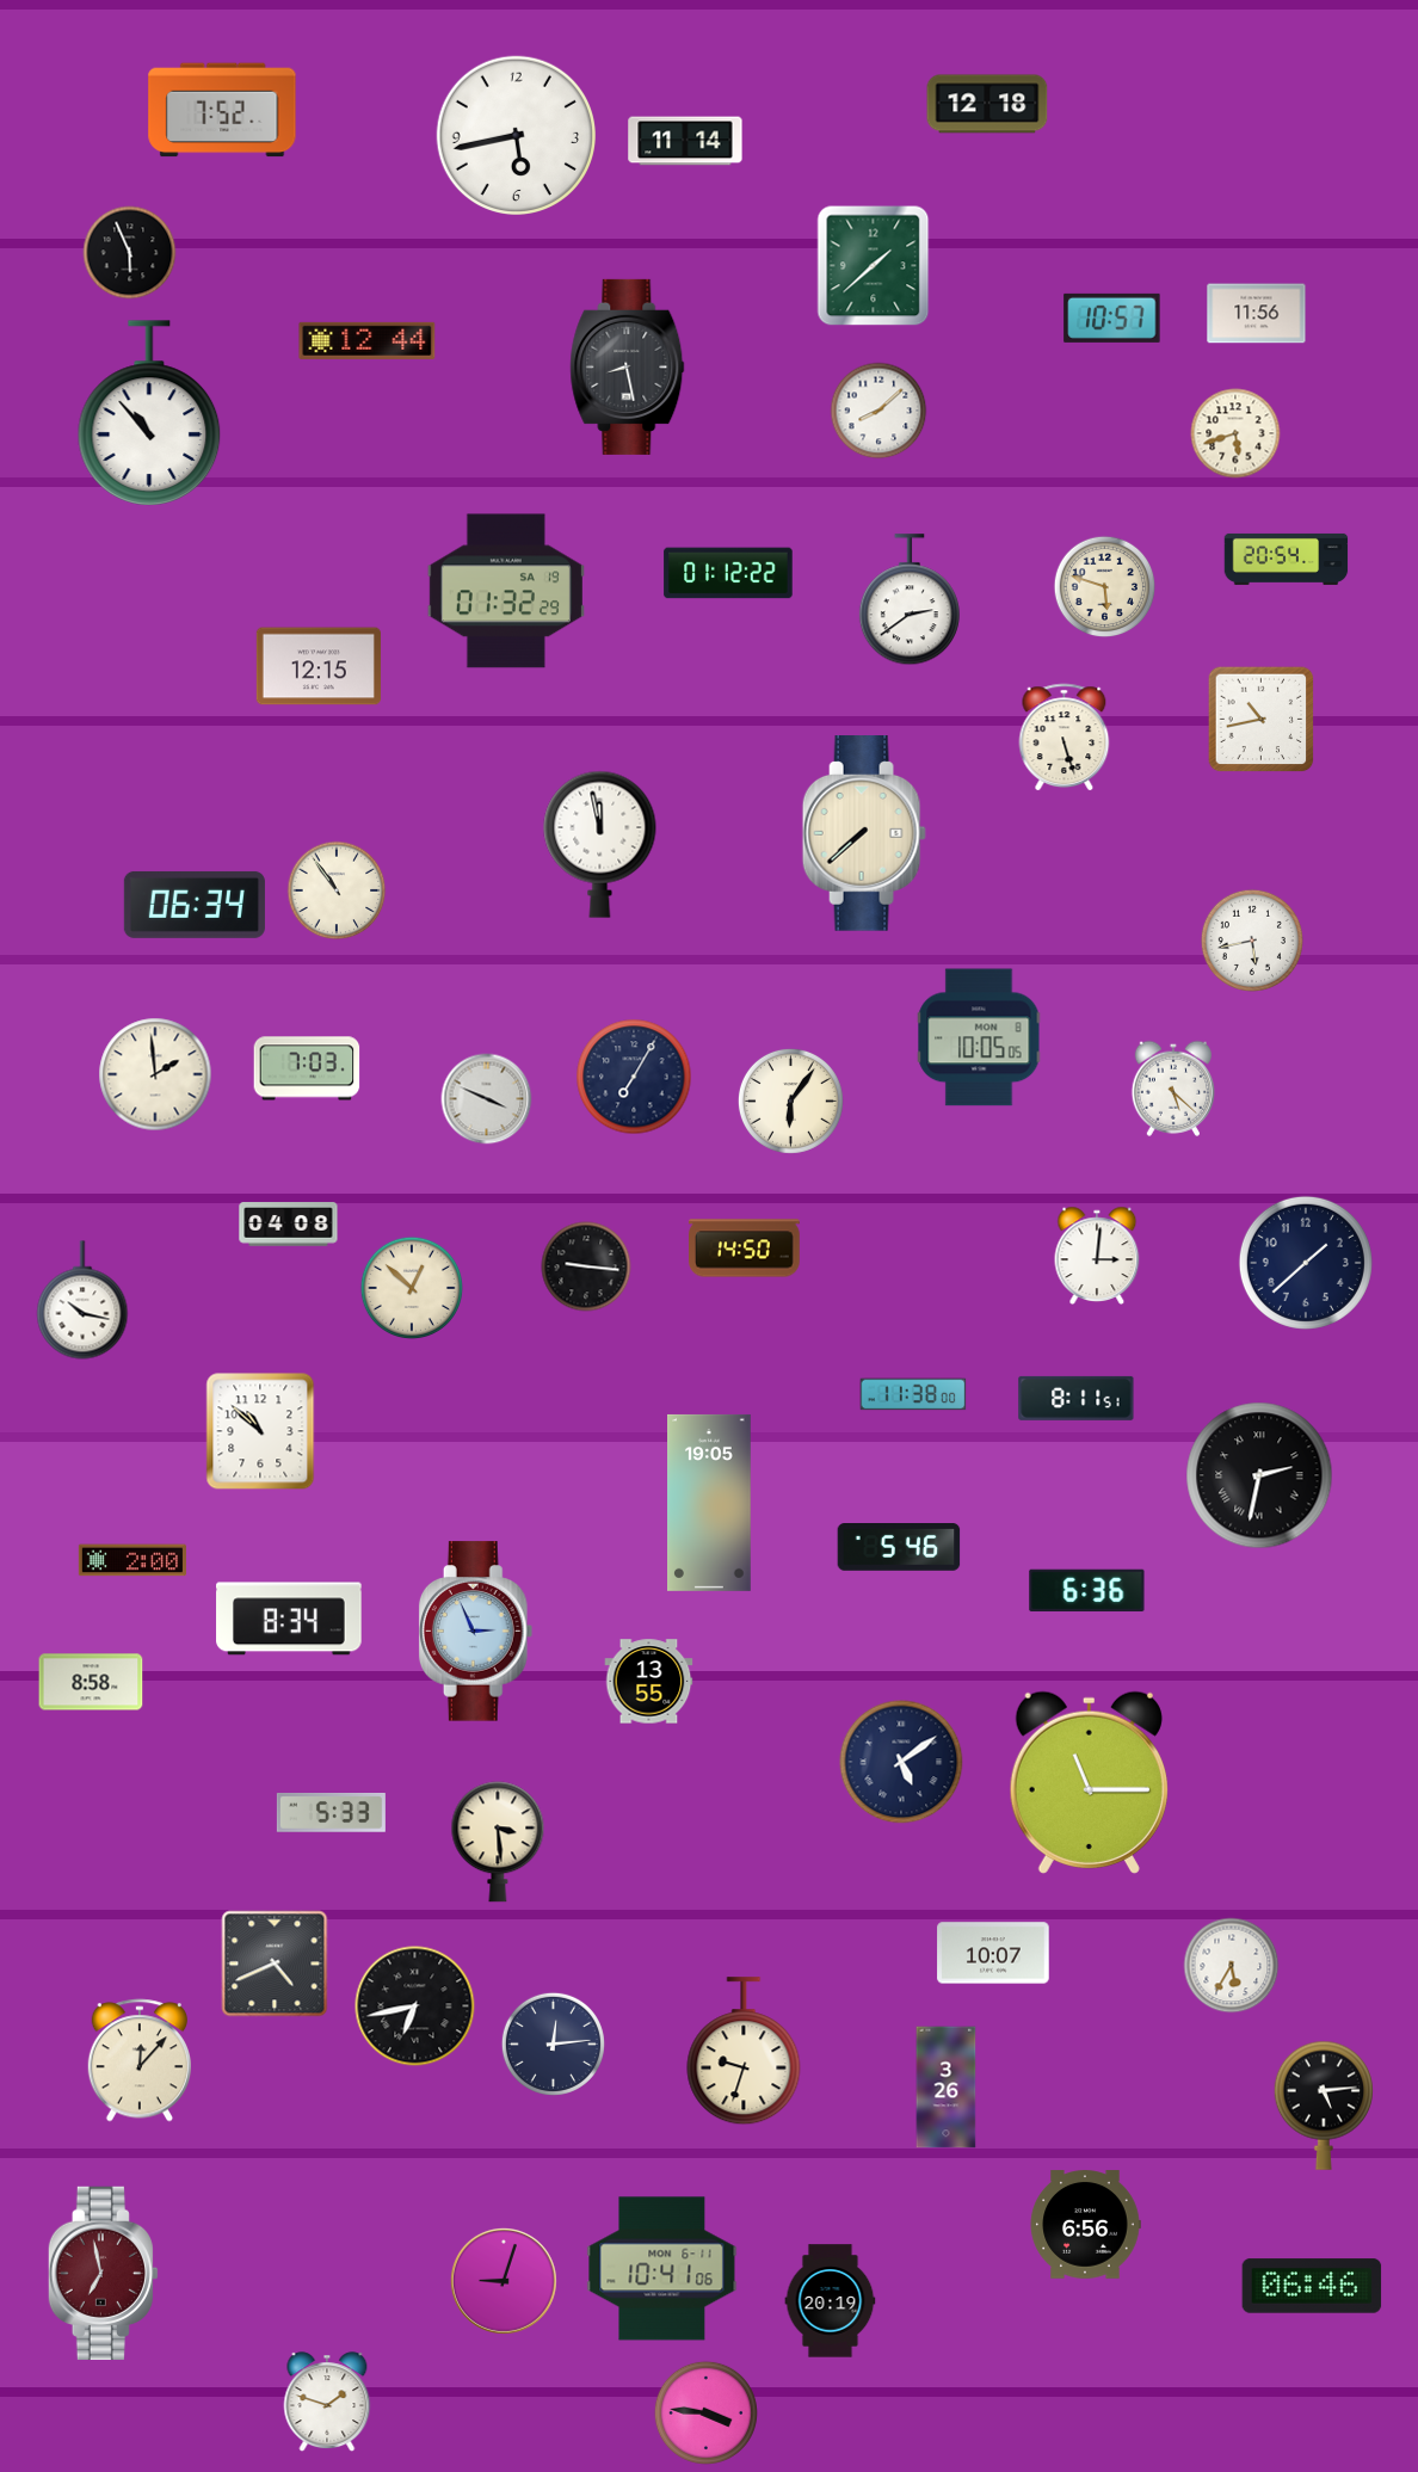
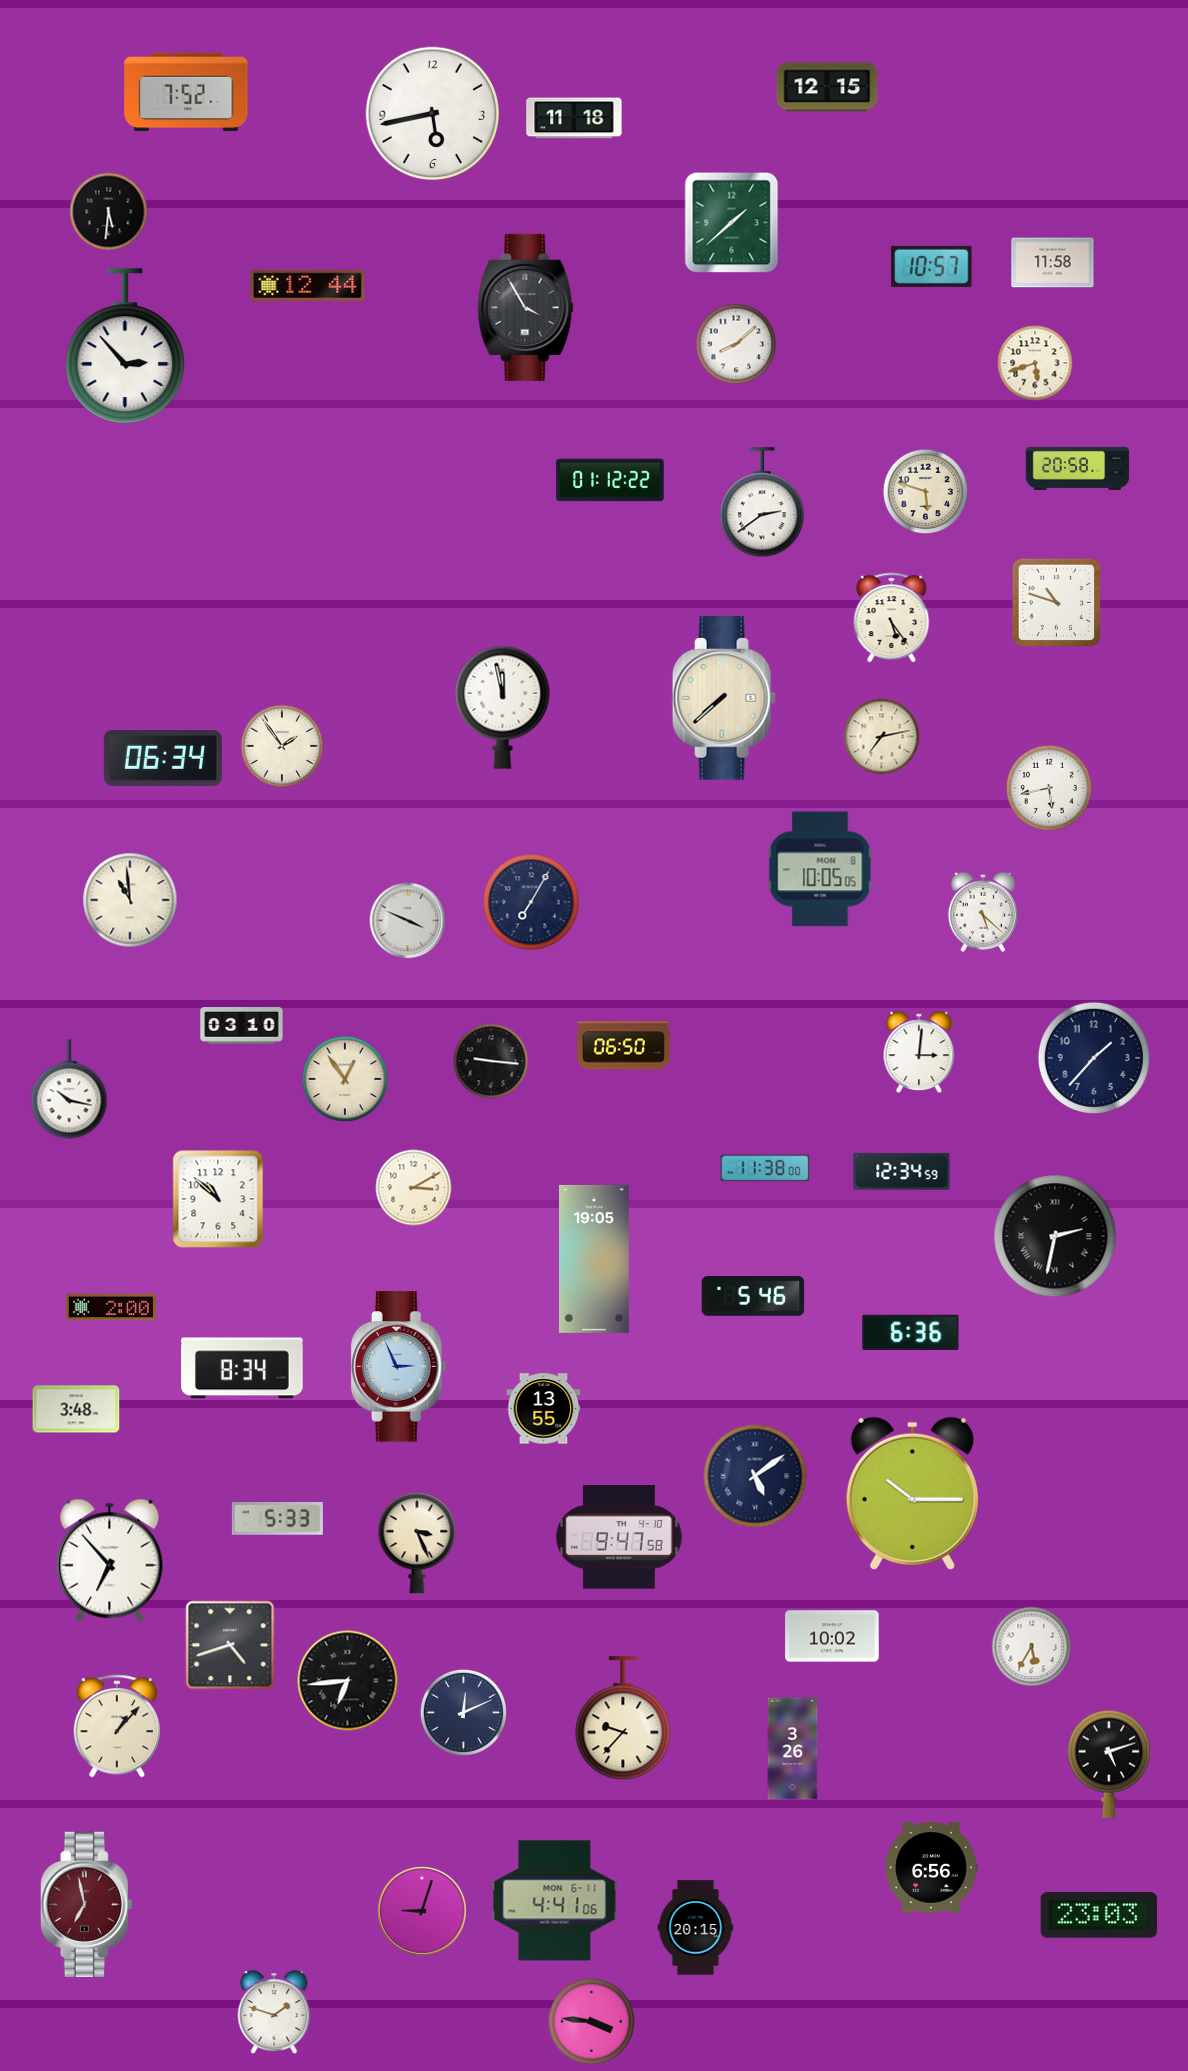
clock at (987, 104): 12:18 -> 12:15
clock at (685, 141): 11:14 -> 11:18
clock at (130, 253): 5:56 -> 5:31
clock at (1257, 314): 11:56 -> 11:58
clock at (628, 366): 8:28 -> 3:55
clock at (149, 413): 10:53 -> 2:53
clock at (1287, 559): 20:54 -> 20:58
clock at (506, 591): 01:32 -> none
clock at (319, 666): 12:15 -> none
clock at (1262, 720): 10:43 -> 10:48
clock at (1065, 738): 5:27 -> 5:24
clock at (882, 737): none -> 7:13
clock at (337, 890): 10:54 -> 1:54
clock at (307, 1068): 7:03 -> none
clock at (155, 1074): 1:59 -> 10:59
clock at (790, 1101): 6:06 -> none
clock at (289, 1225): 04:08 -> 03:10
clock at (745, 1249): 14:50 -> 06:50
clock at (1306, 1263): 1:38 -> 1:37
clock at (411, 1287): 12:52 -> 12:54
clock at (1077, 1398): 8:11 -> 12:34
clock at (414, 1188): none -> 3:10
clock at (289, 1619) position: (289, 1619) -> (242, 1368)
clock at (91, 1682): 8:58 -> 3:48
clock at (1089, 1782): 11:15 -> 10:15
clock at (620, 1537): none -> 9:47
clock at (498, 1842): 3:29 -> 3:26
clock at (110, 1560): none -> 6:53
clock at (993, 1953): 10:07 -> 10:02
clock at (275, 1964): 4:41 -> 4:42
clock at (415, 2006): 6:43 -> 6:44
clock at (553, 2043): 12:14 -> 12:11
clock at (744, 2052): 9:33 -> 9:37
clock at (138, 2060): 12:07 -> 1:07
clock at (1324, 2106): 5:14 -> 5:12
clock at (1085, 2225) position: (1085, 2225) -> (931, 1868)
clock at (662, 2269): 10:41 -> 4:41
clock at (1312, 2286): 06:46 -> 23:03
clock at (831, 2301): 20:19 -> 20:15
